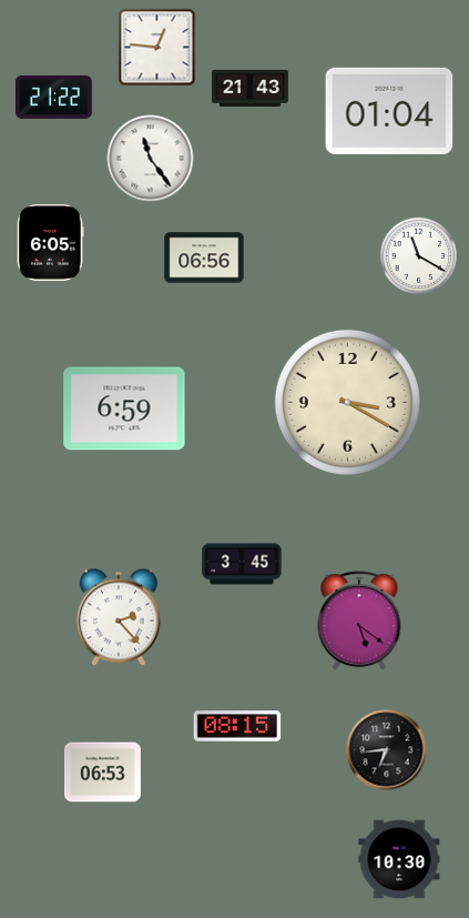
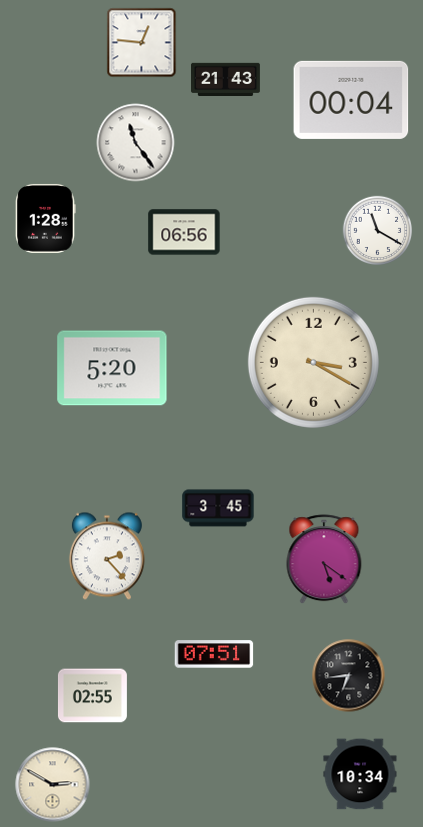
clock at (53, 97): 21:22 -> none
clock at (389, 111): 01:04 -> 00:04
clock at (51, 242): 6:05 -> 1:28
clock at (124, 408): 6:59 -> 5:20
clock at (237, 726): 08:15 -> 07:51
clock at (102, 773): 06:53 -> 02:55
clock at (399, 859): 10:30 -> 10:34
clock at (53, 785): none -> 2:50
